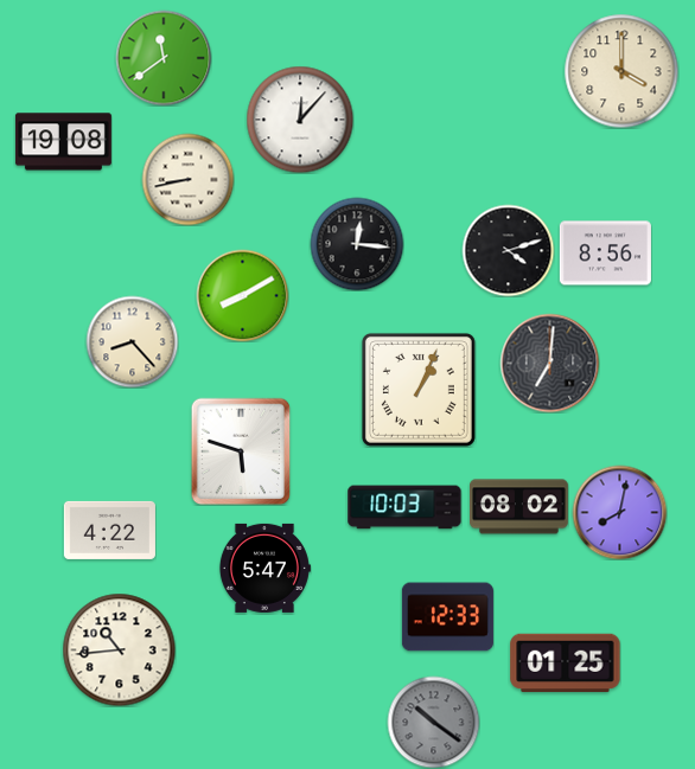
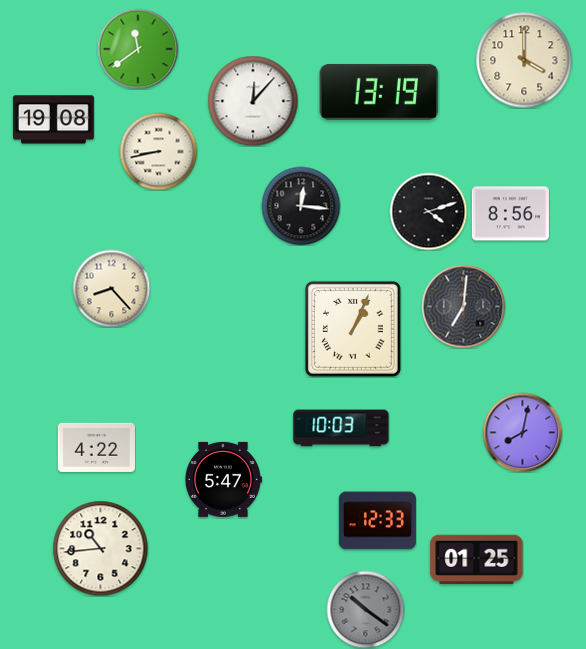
clock at (379, 92): none -> 13:19
clock at (242, 295): 8:10 -> none
clock at (241, 451): 5:48 -> none
clock at (519, 507): 08:02 -> none
clock at (109, 530) position: (109, 530) -> (96, 447)
